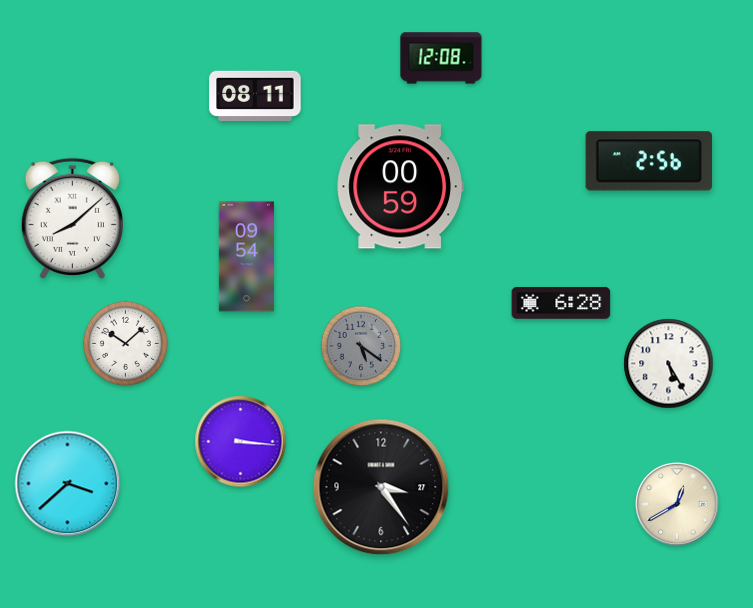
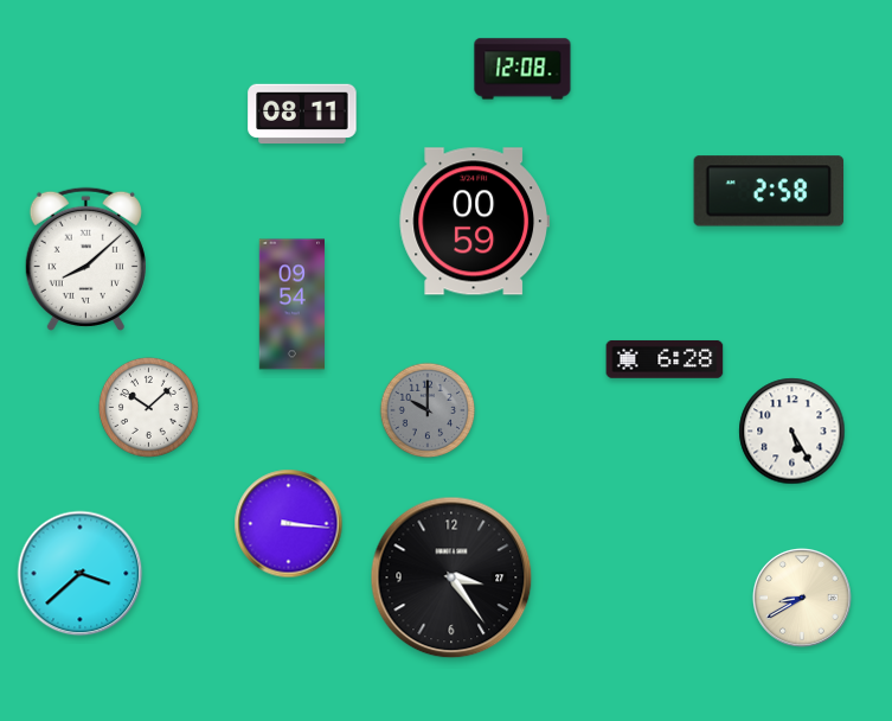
clock at (649, 161): 2:56 -> 2:58
clock at (361, 346): 5:21 -> 10:00
clock at (241, 442) position: (241, 442) -> (289, 524)
clock at (677, 504): 12:40 -> 8:40
